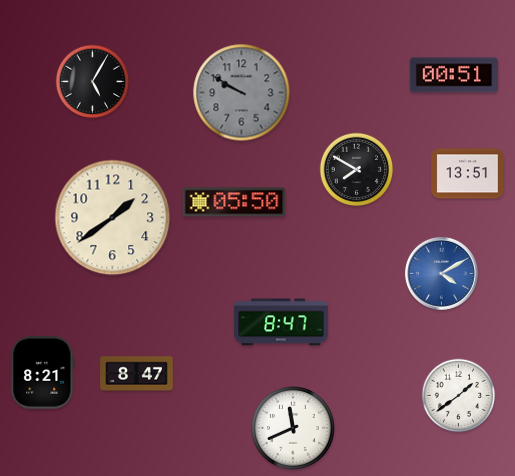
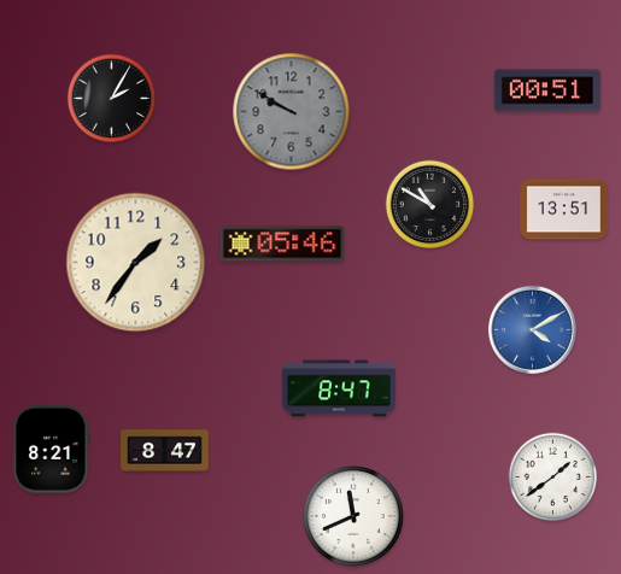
clock at (93, 82): 5:05 -> 2:05
clock at (357, 170): 7:50 -> 10:50
clock at (234, 202): 05:50 -> 05:46
clock at (113, 218): 1:39 -> 1:36
